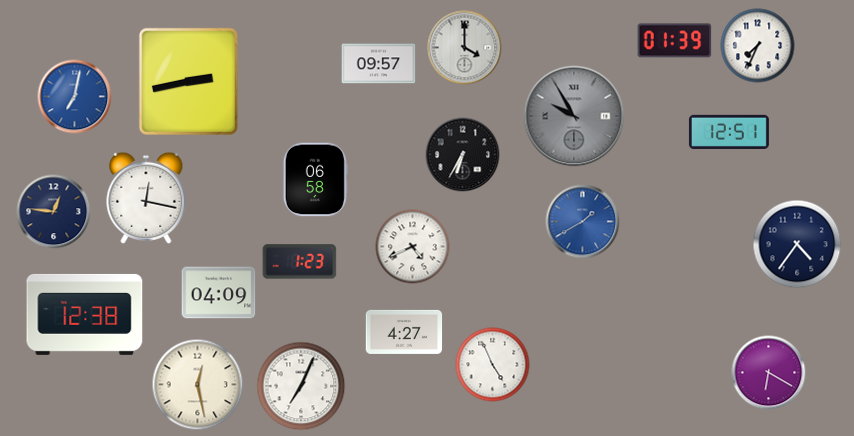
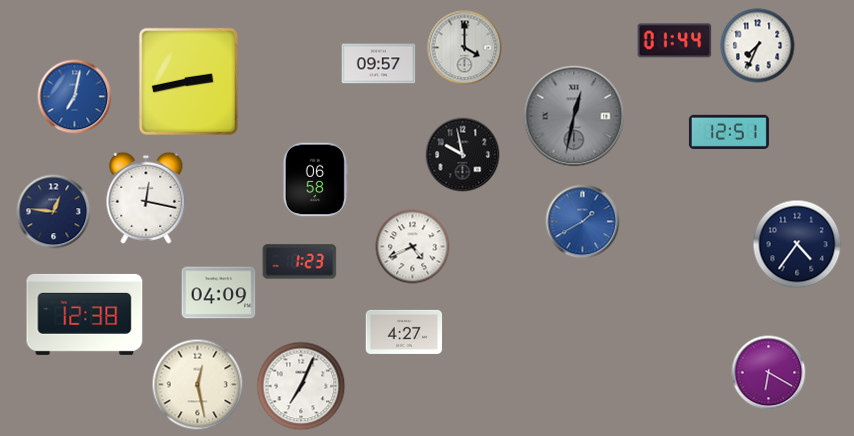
clock at (675, 41): 01:39 -> 01:44
clock at (574, 116): 9:55 -> 12:32
clock at (463, 155): 6:35 -> 9:58
clock at (493, 365): 4:56 -> none
